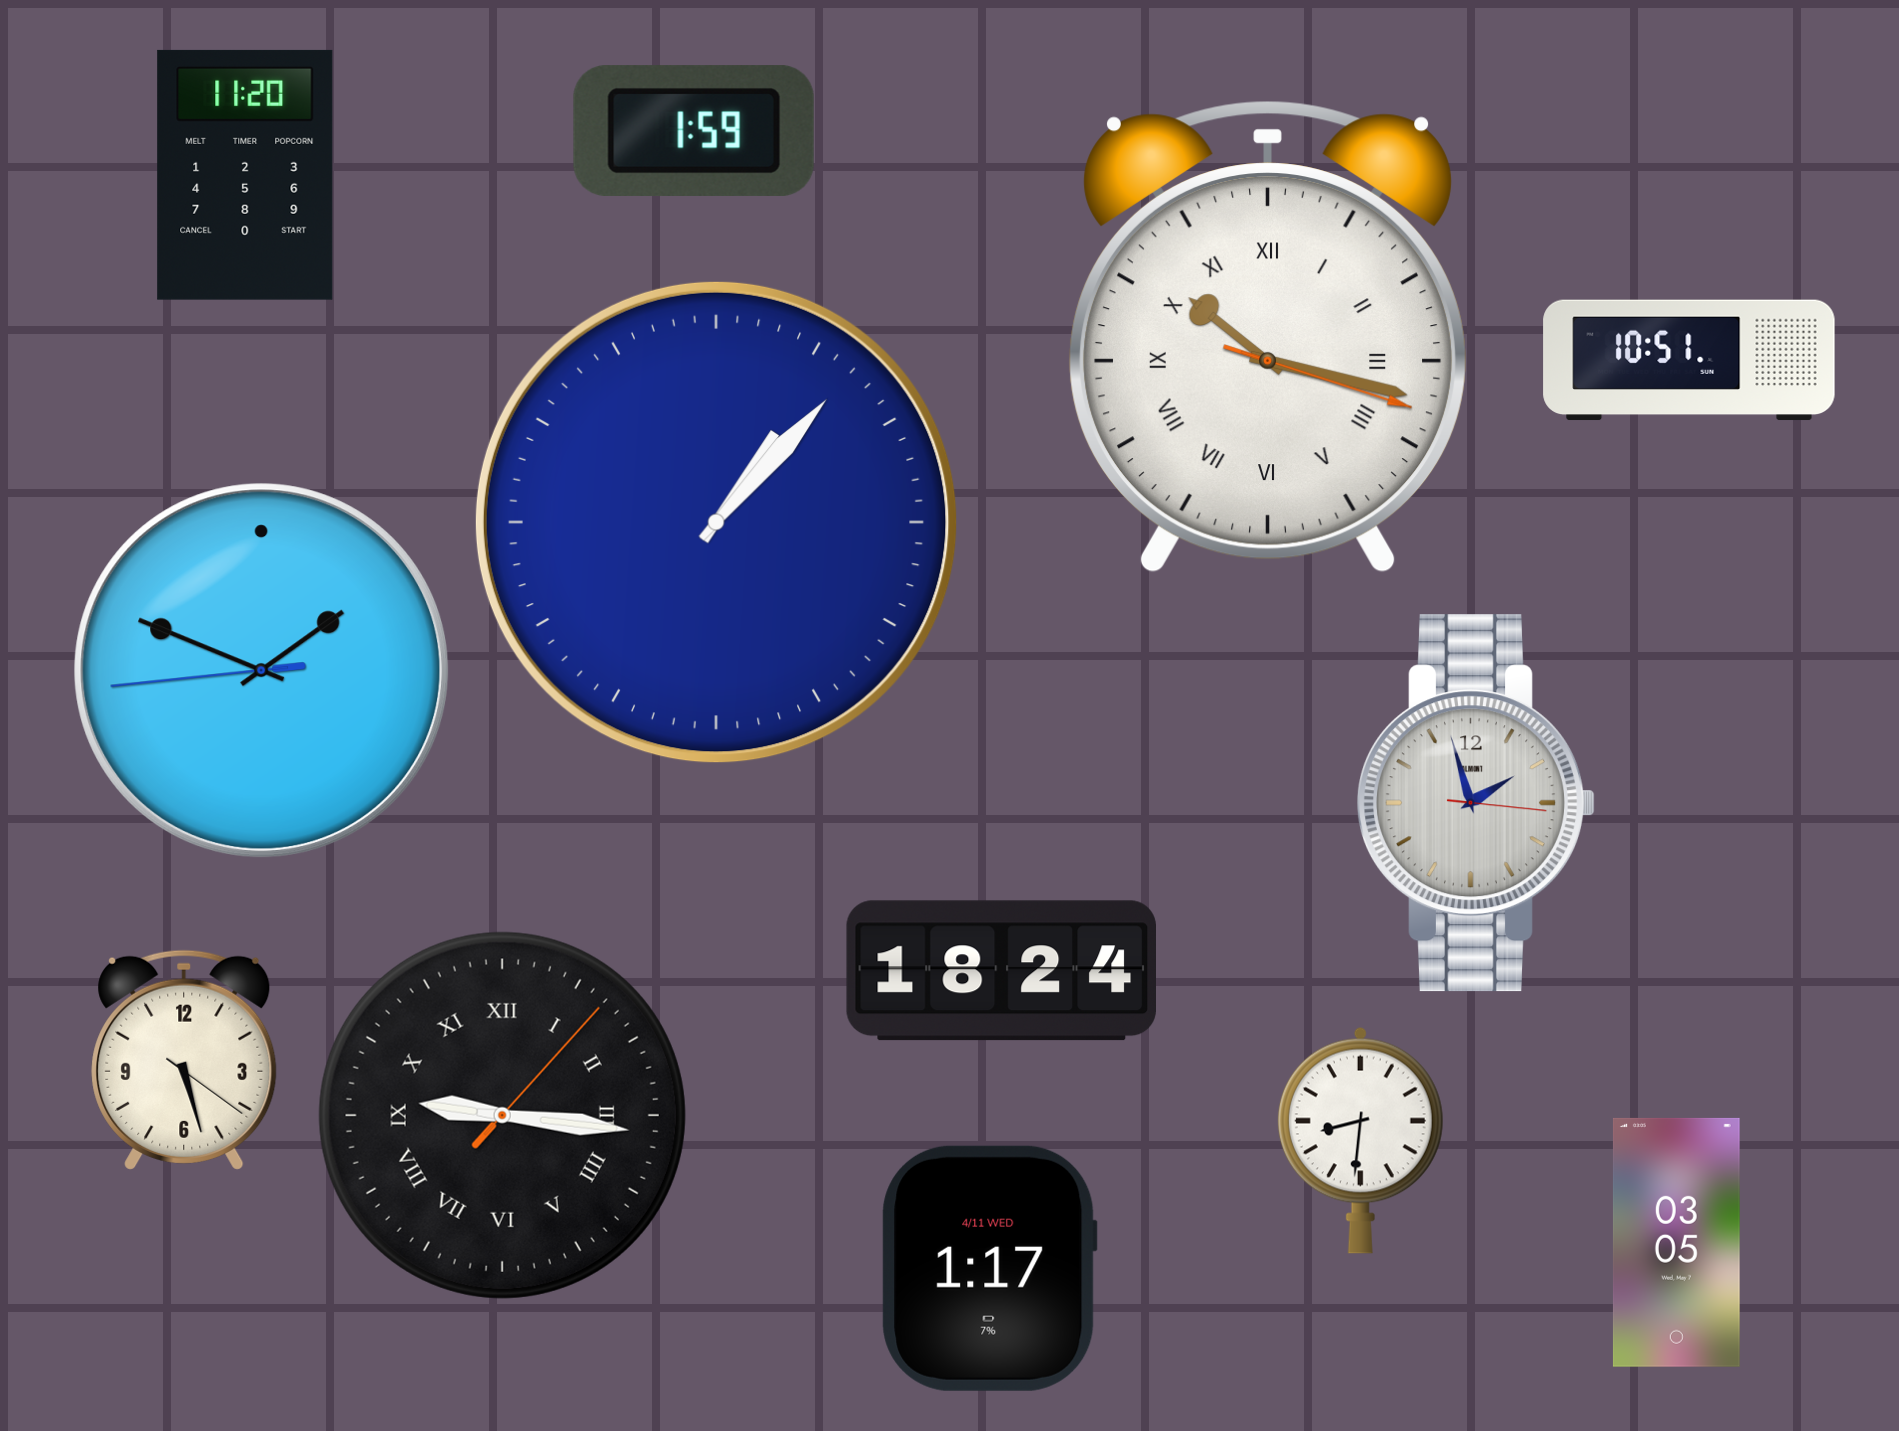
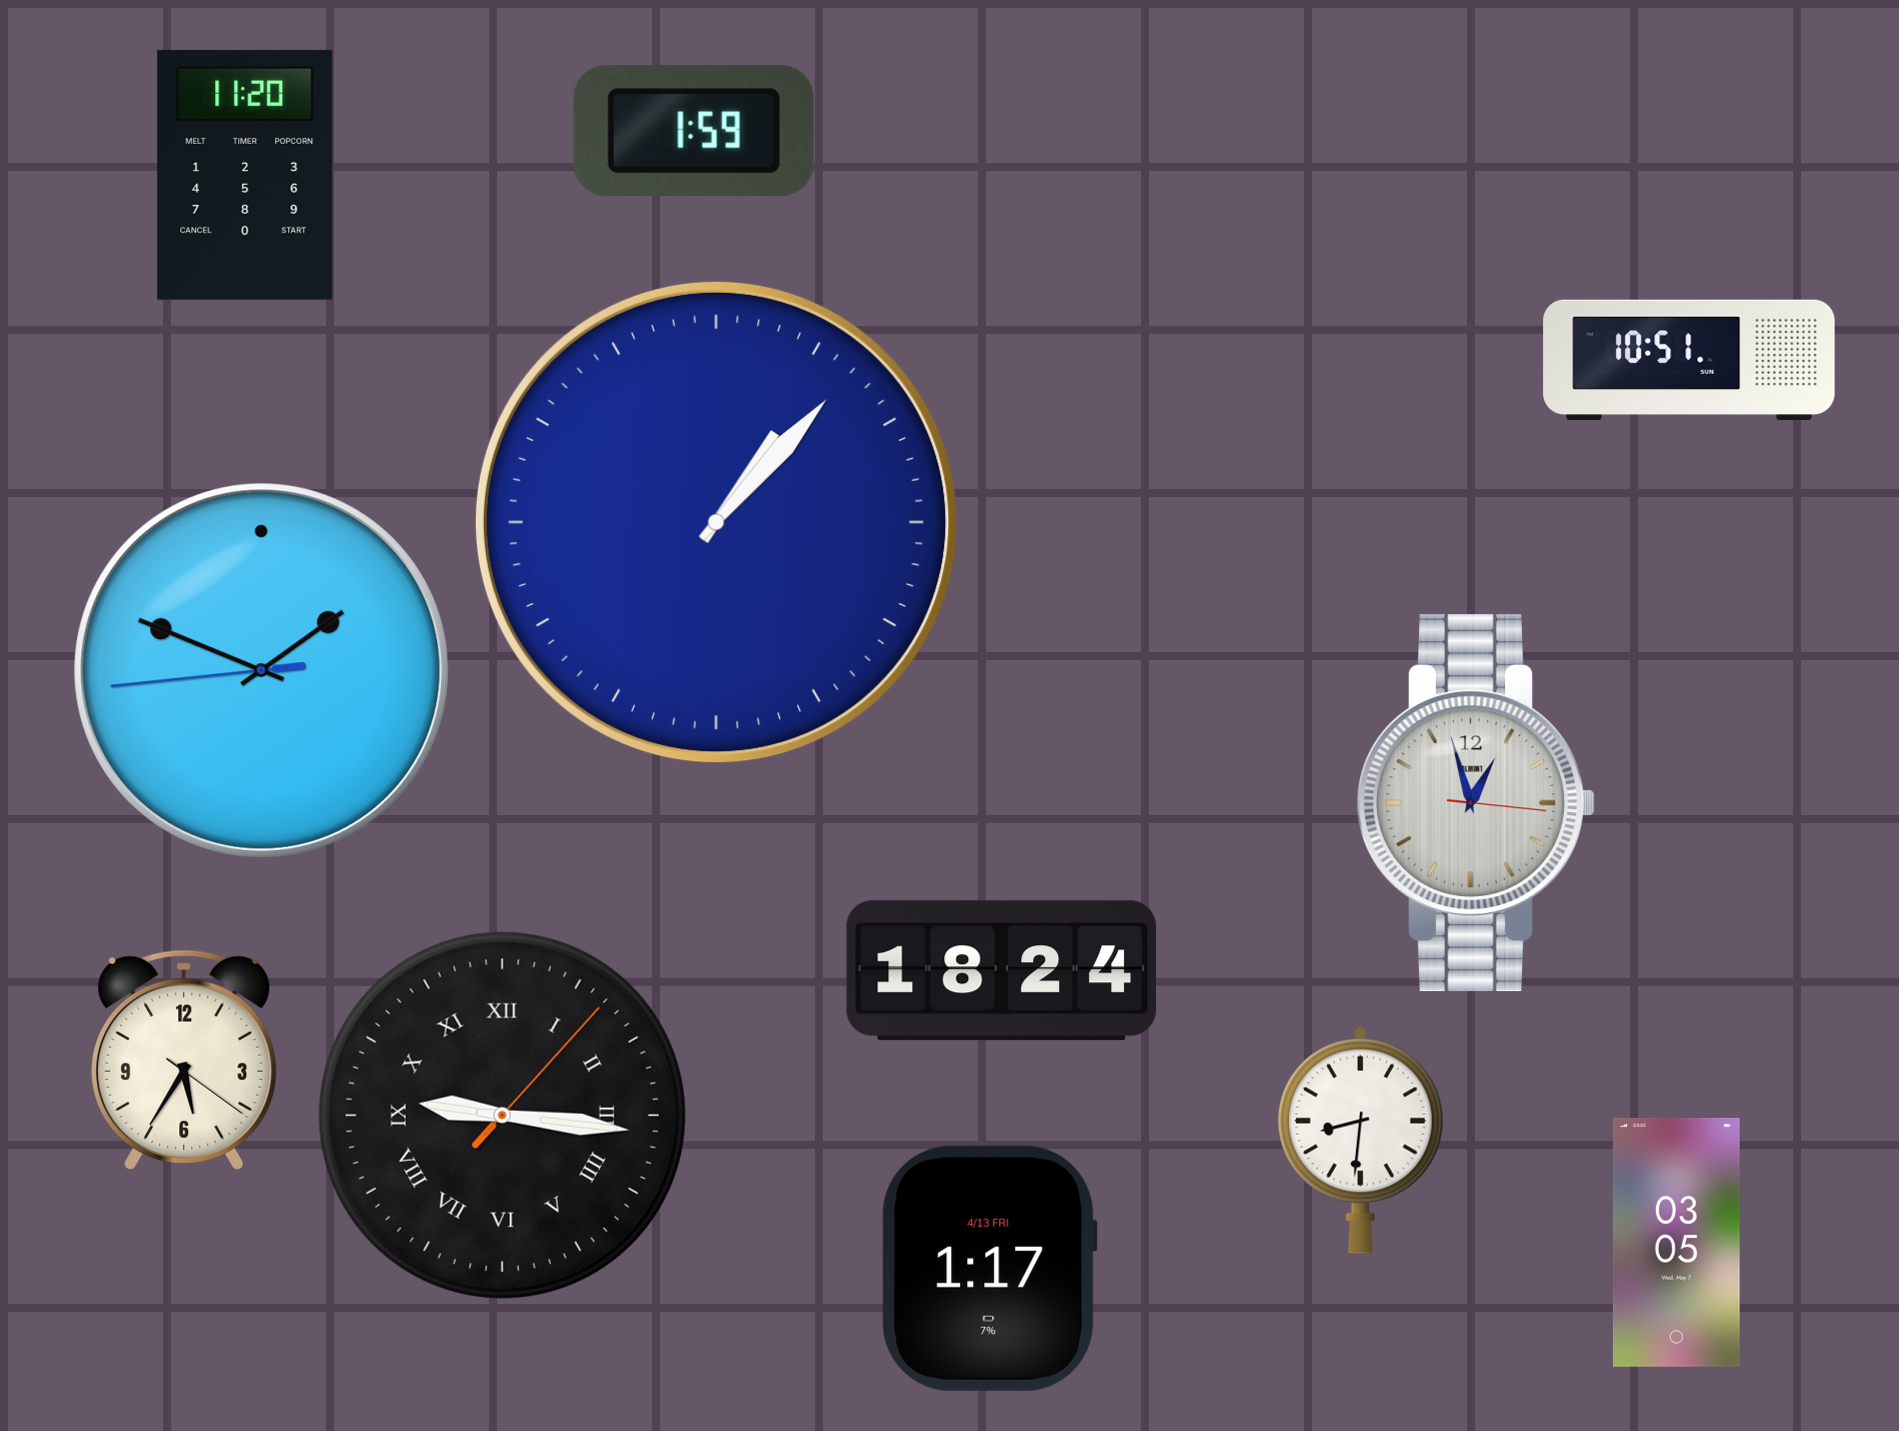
clock at (1268, 338): 10:17 -> none
clock at (1477, 803): 1:57 -> 12:57
clock at (184, 1060): 5:27 -> 5:35
clock at (989, 1268) date: 4/11 WED -> 4/13 FRI
